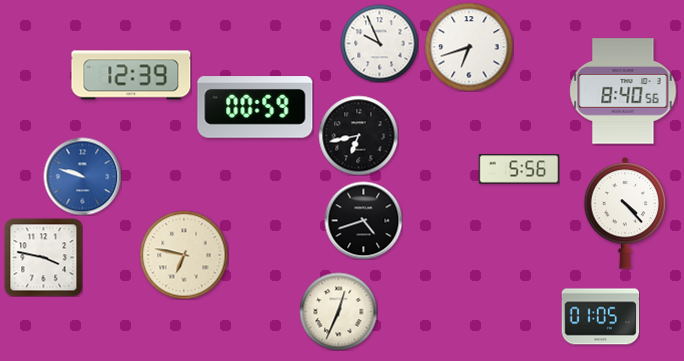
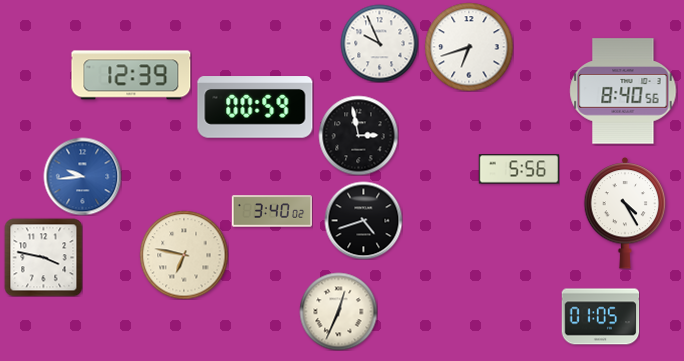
clock at (358, 135): 6:43 -> 2:58
clock at (82, 176): 9:48 -> 9:44
clock at (272, 211): none -> 3:40
clock at (625, 214): 4:23 -> 4:25
